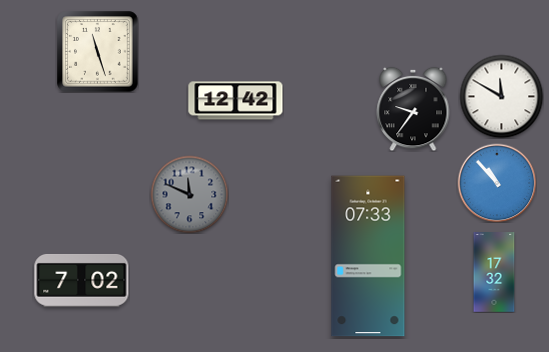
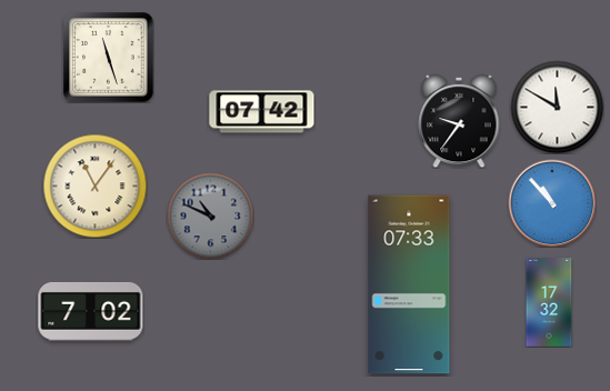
clock at (236, 101): 12:42 -> 07:42
clock at (94, 186): none -> 11:06
clock at (189, 194): 11:49 -> 10:49
